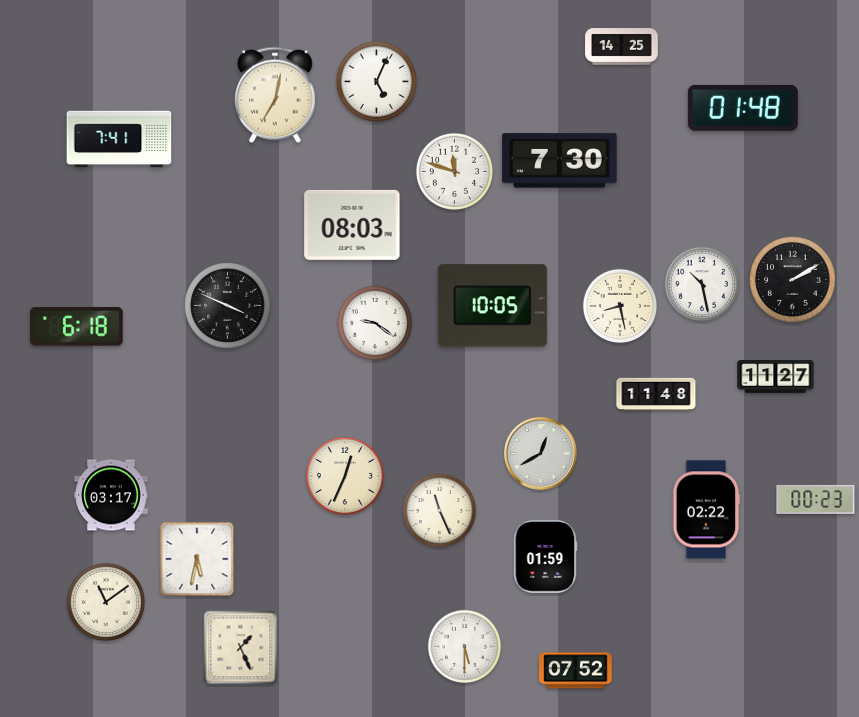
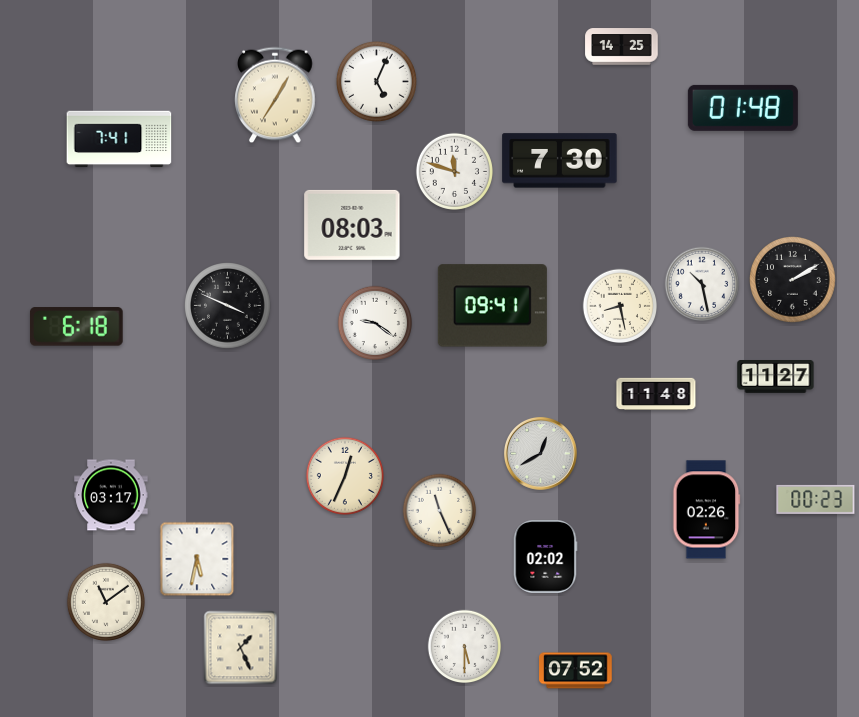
clock at (275, 95): 7:02 -> 7:05
clock at (492, 306): 10:05 -> 09:41
clock at (707, 510): 02:22 -> 02:26
clock at (545, 557): 01:59 -> 02:02
